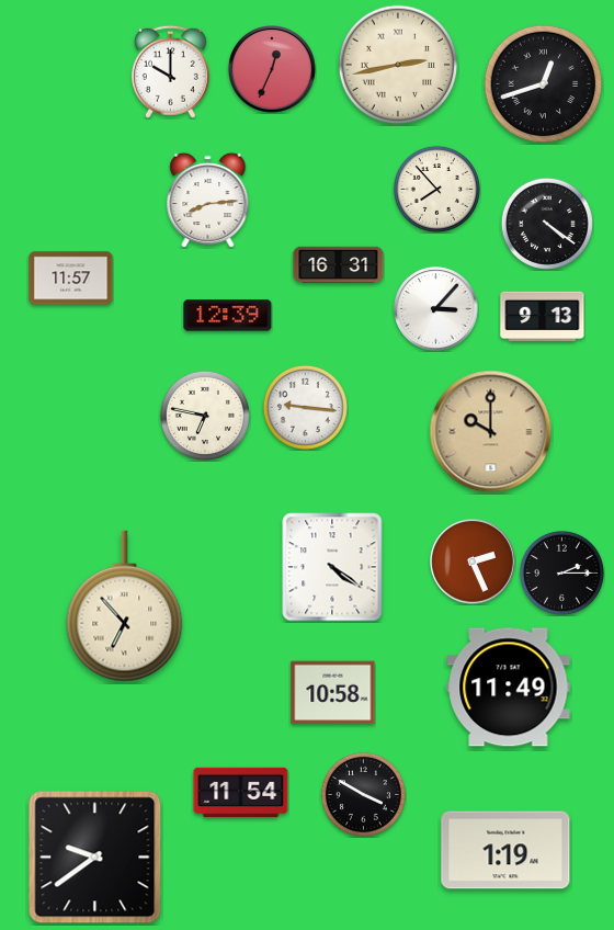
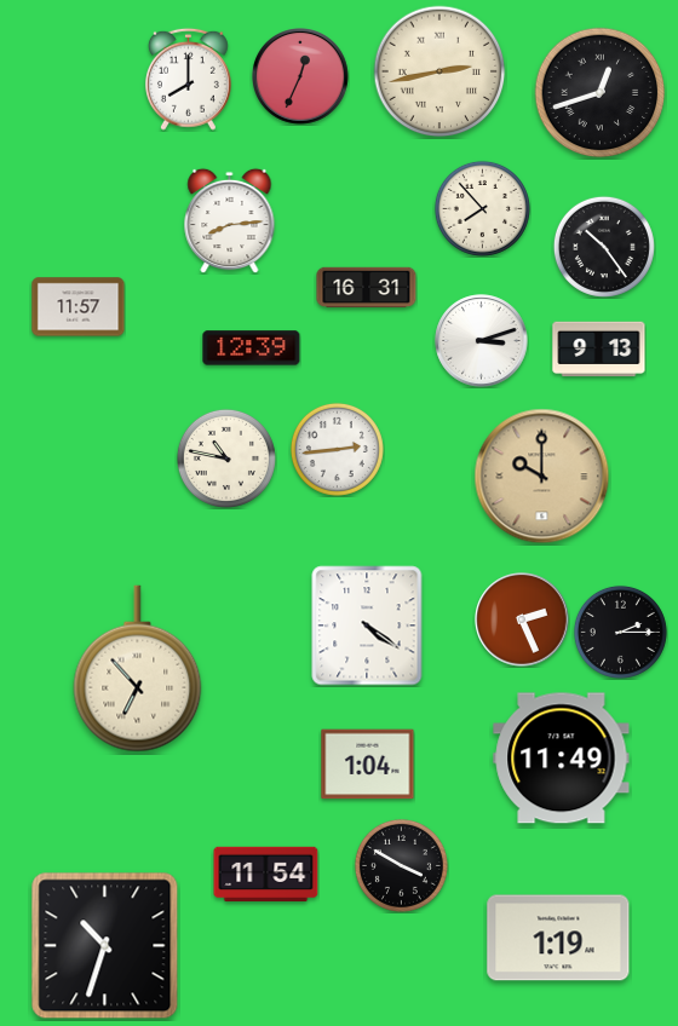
clock at (170, 71): 10:00 -> 8:00
clock at (547, 224): 4:21 -> 10:24
clock at (339, 265) position: (339, 265) -> (367, 288)
clock at (436, 309): 3:07 -> 3:12
clock at (305, 407): 9:16 -> 2:44
clock at (205, 416): 6:47 -> 10:47
clock at (333, 693): 10:58 -> 1:04
clock at (363, 794) position: (363, 794) -> (401, 865)
clock at (95, 858): 9:39 -> 10:33
